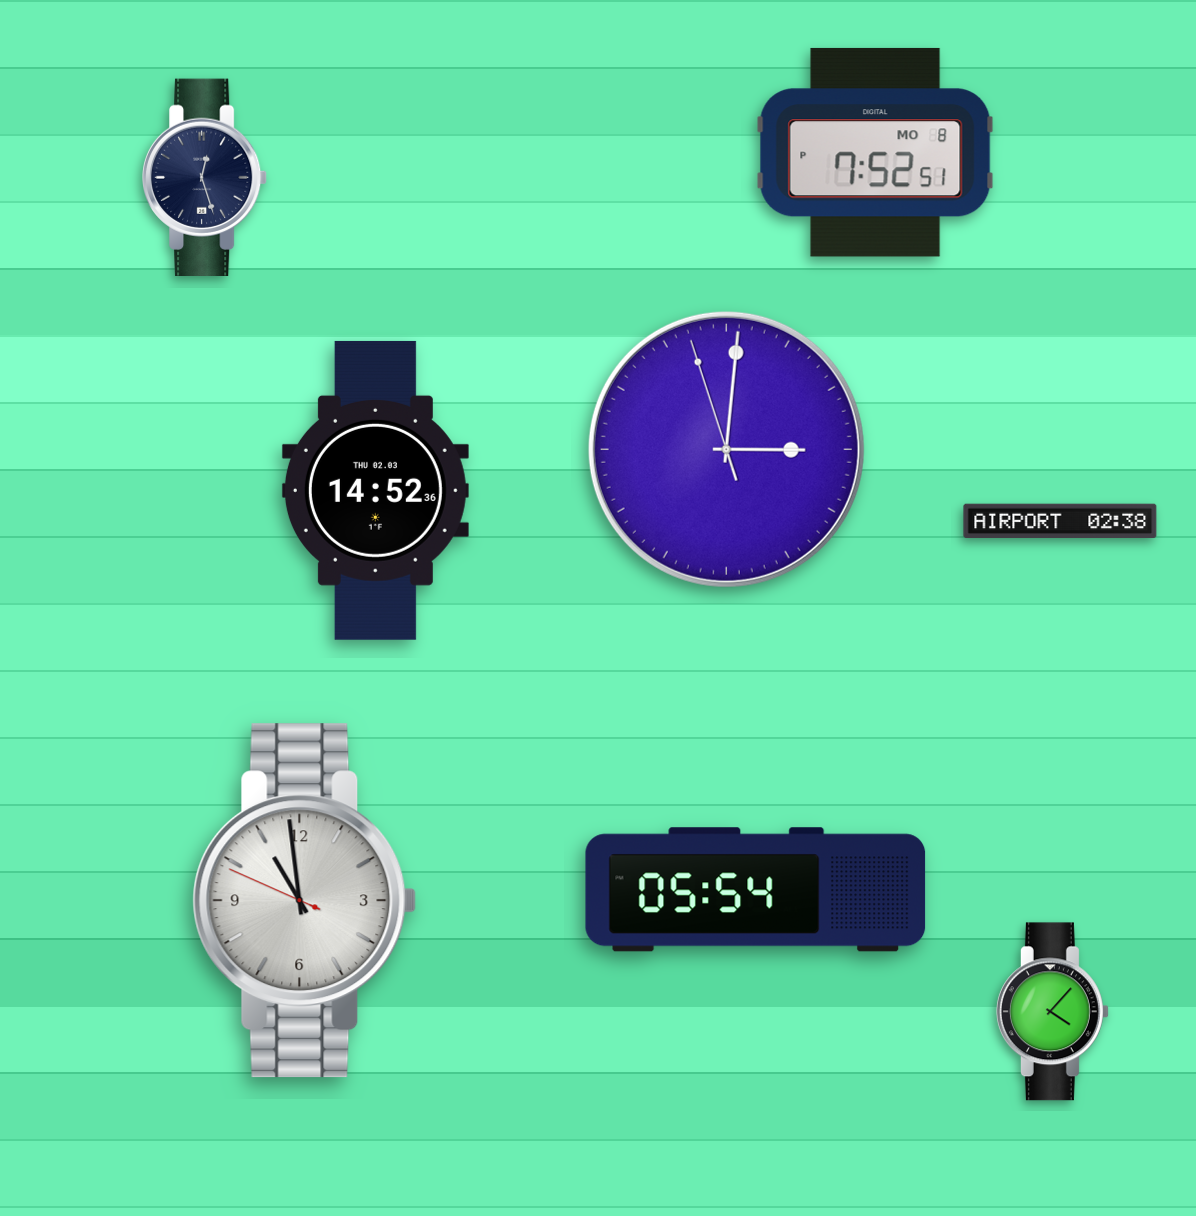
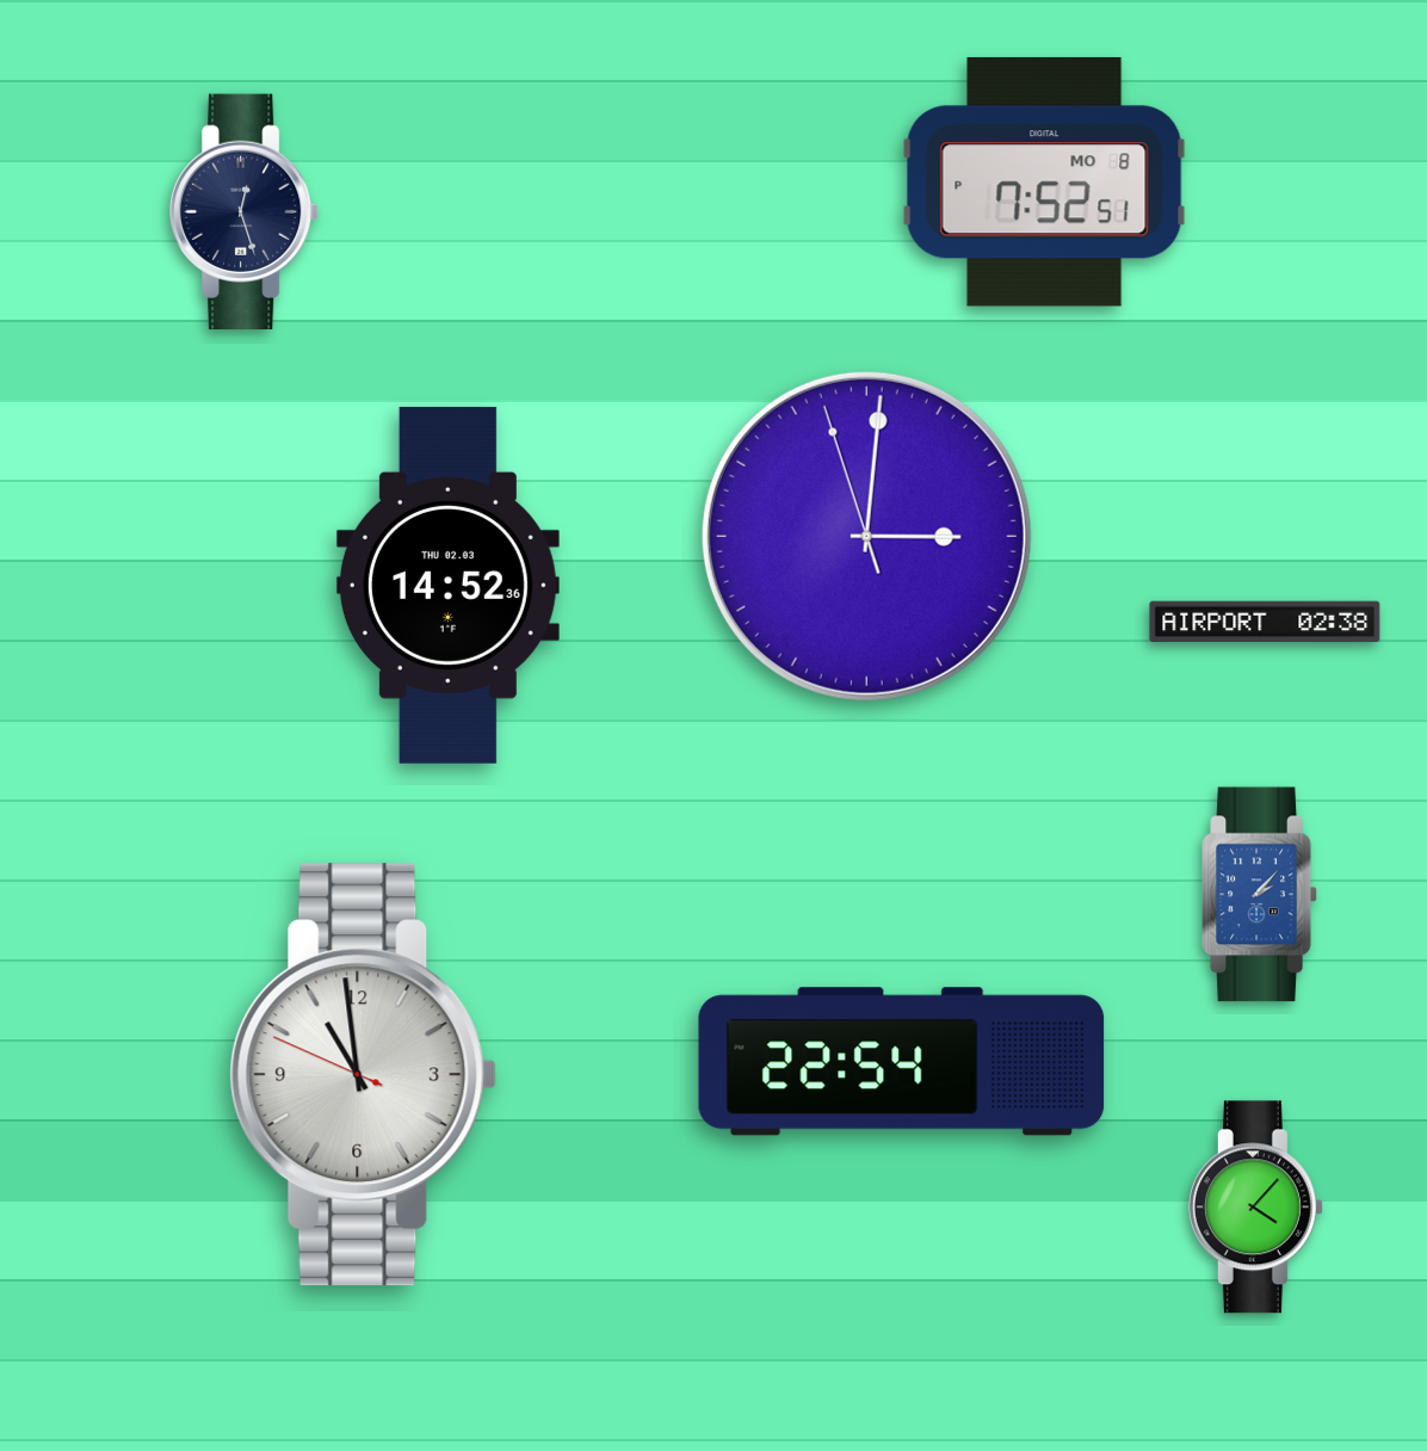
clock at (1260, 895): none -> 2:07
clock at (756, 890): 05:54 -> 22:54
